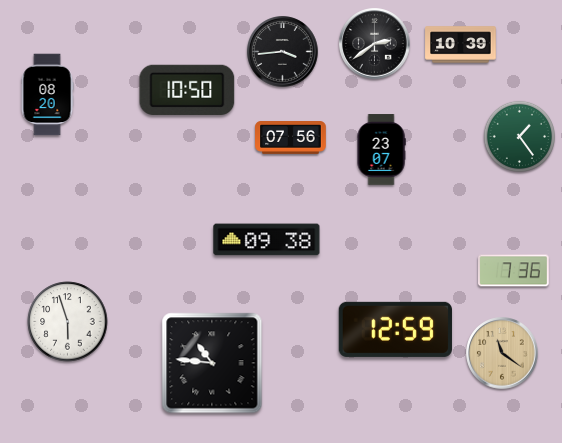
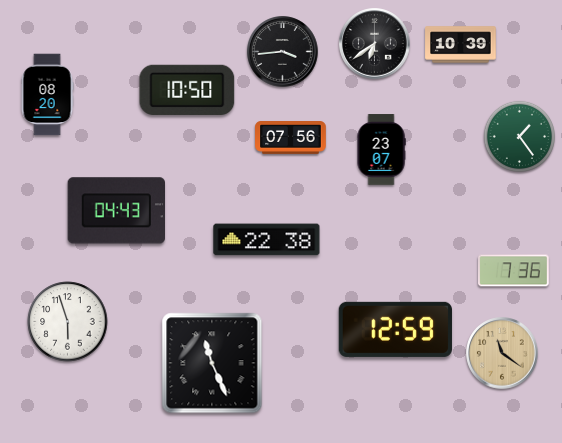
clock at (375, 44): 2:39 -> 6:39
clock at (116, 211): none -> 04:43
clock at (267, 240): 09:38 -> 22:38
clock at (212, 363): 10:46 -> 11:26
